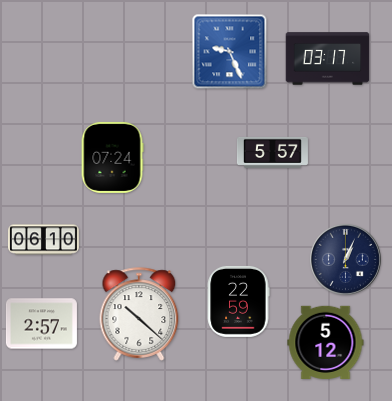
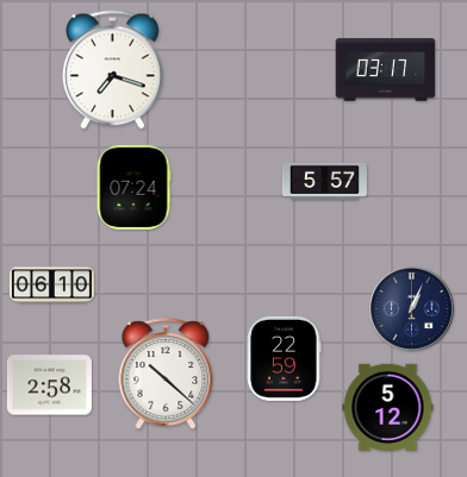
clock at (230, 52): 9:26 -> none
clock at (113, 70): none -> 7:18
clock at (328, 59) position: (328, 59) -> (386, 70)
clock at (41, 324): 2:57 -> 2:58
